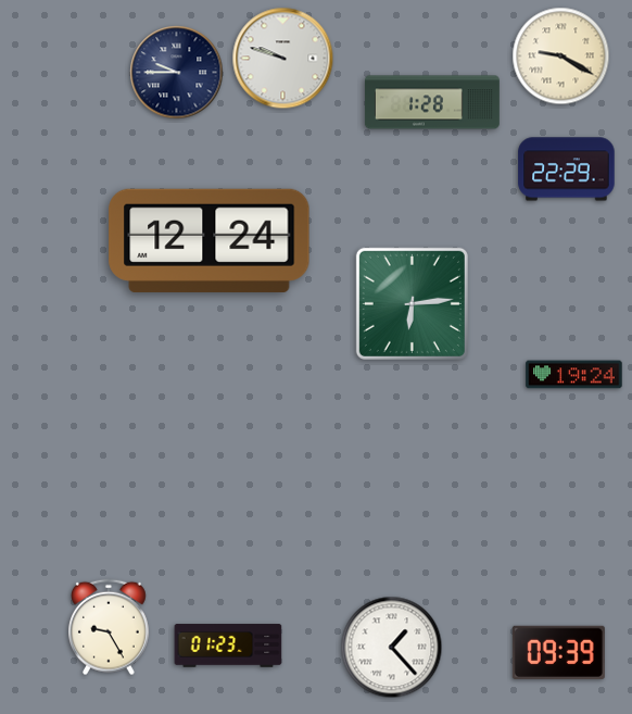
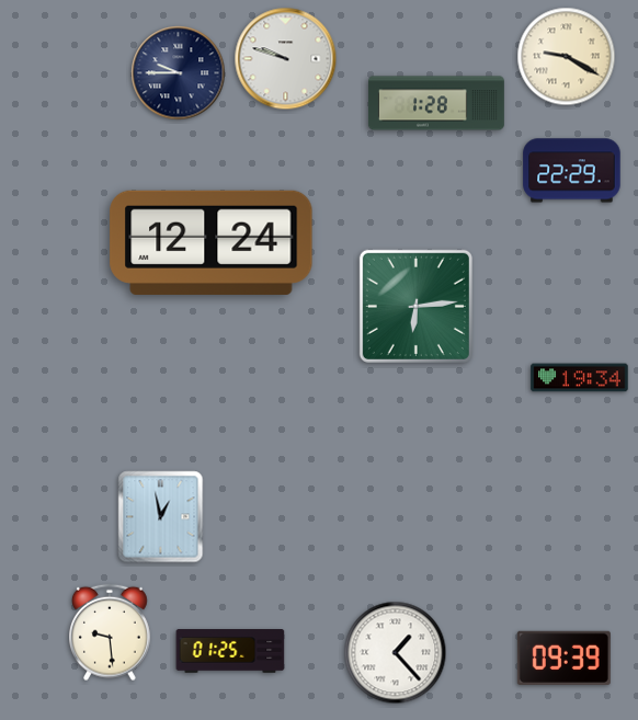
clock at (574, 375): 19:24 -> 19:34
clock at (161, 517): none -> 12:58
clock at (110, 627): 9:25 -> 9:29
clock at (228, 646): 01:23 -> 01:25
